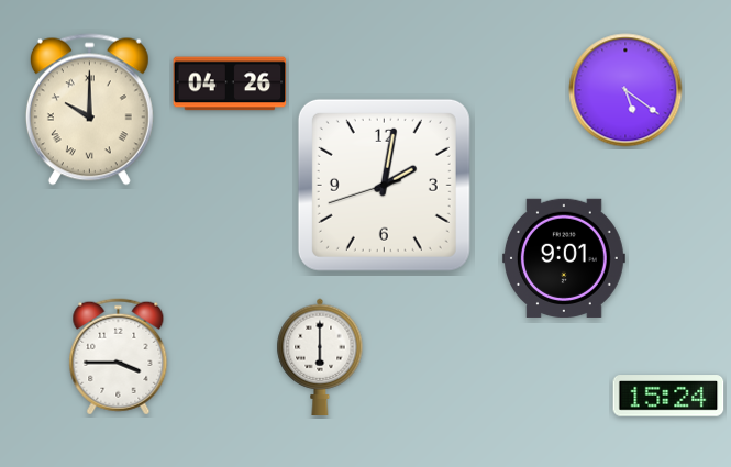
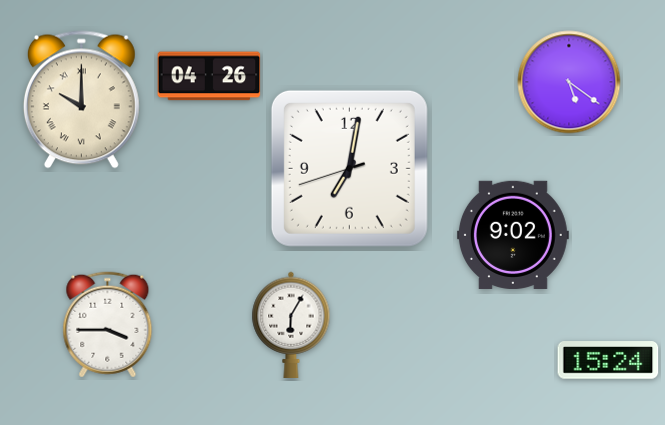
clock at (384, 185): 2:01 -> 7:01
clock at (564, 258): 9:01 -> 9:02
clock at (320, 356): 6:00 -> 6:05
